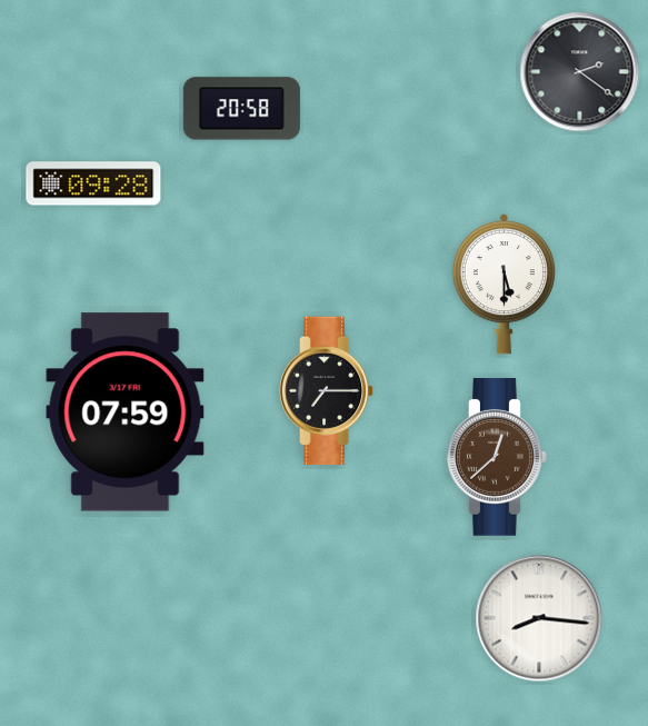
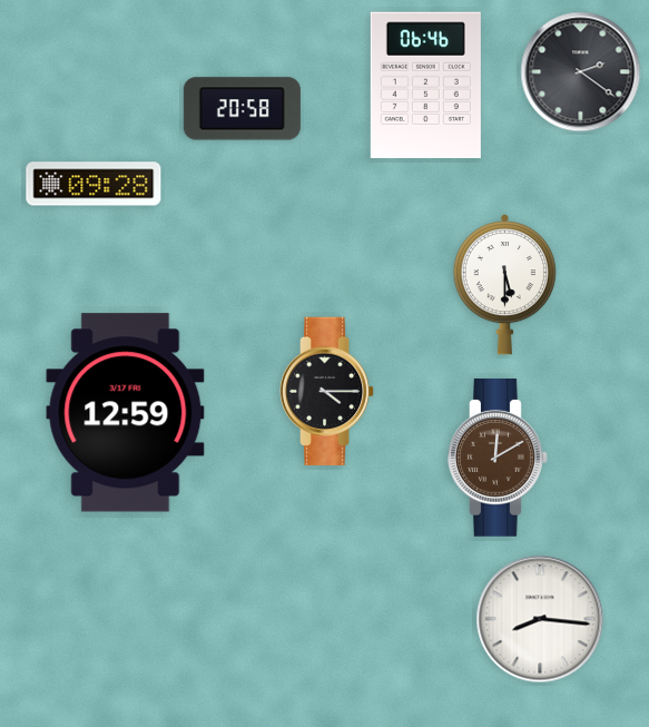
clock at (425, 86): none -> 06:46
clock at (327, 390): 7:15 -> 4:15
clock at (126, 412): 07:59 -> 12:59
clock at (497, 458): 12:38 -> 12:10
